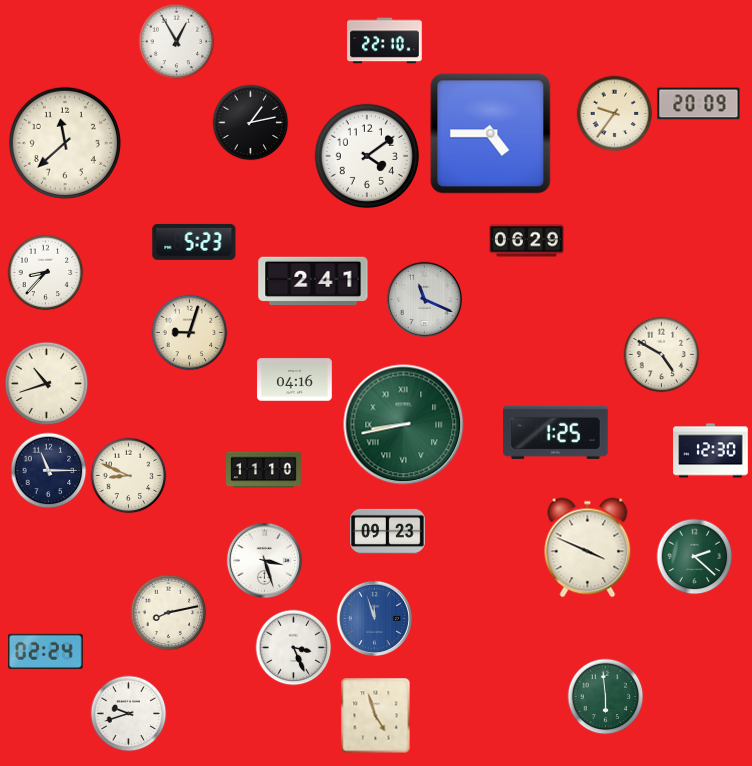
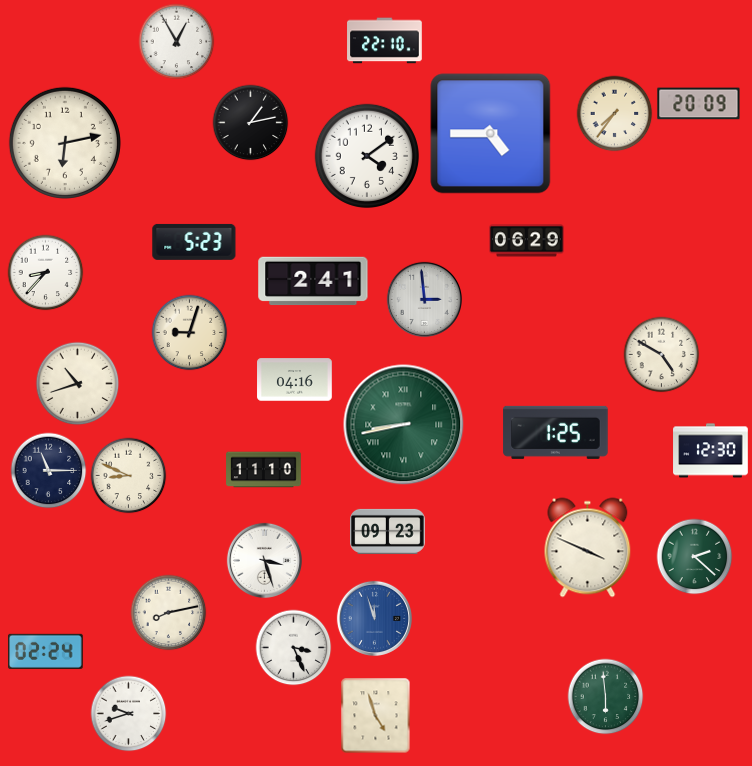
clock at (615, 114): 9:36 -> 7:36
clock at (65, 143): 11:38 -> 6:13
clock at (424, 299): 11:19 -> 2:59
clock at (47, 384) position: (47, 384) -> (78, 384)
